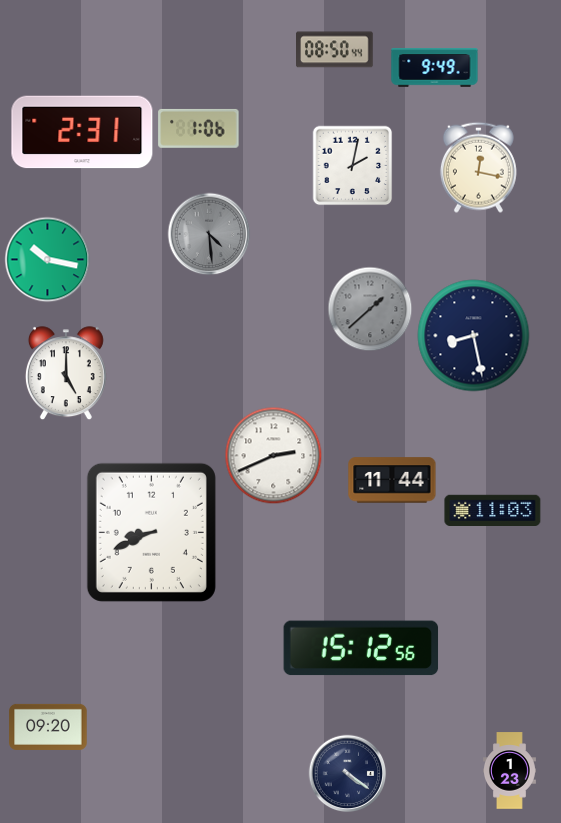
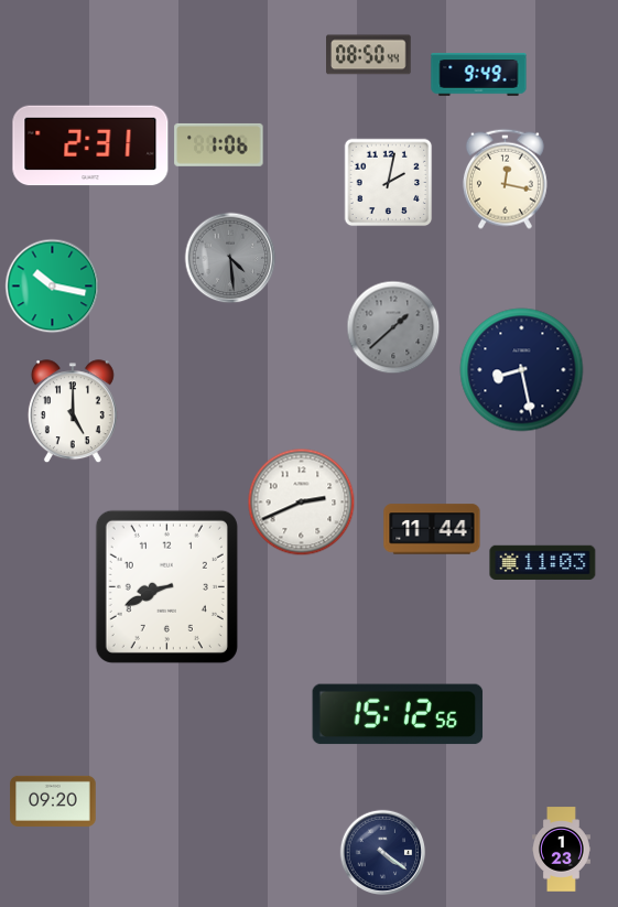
clock at (199, 128) position: (199, 128) -> (219, 144)
clock at (478, 167) position: (478, 167) -> (505, 179)
clock at (370, 309) position: (370, 309) -> (393, 327)
